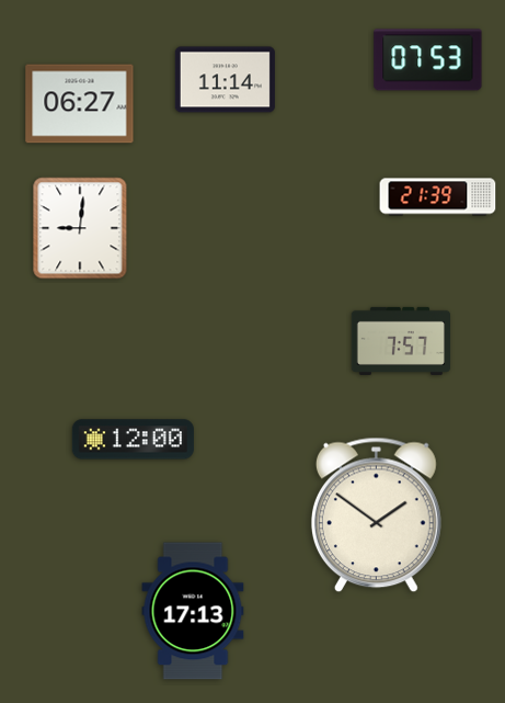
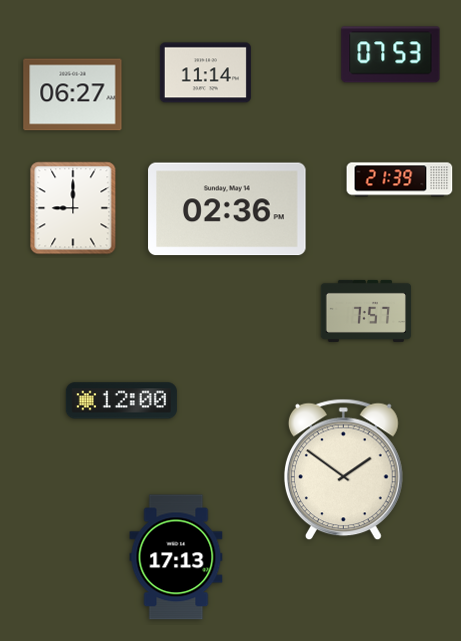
clock at (80, 228): 9:01 -> 9:00
clock at (227, 209): none -> 02:36
